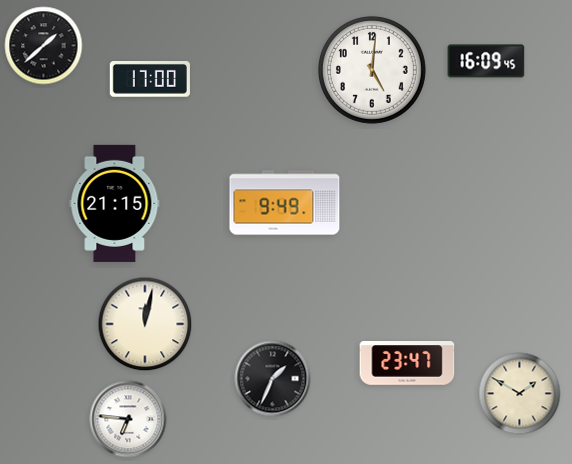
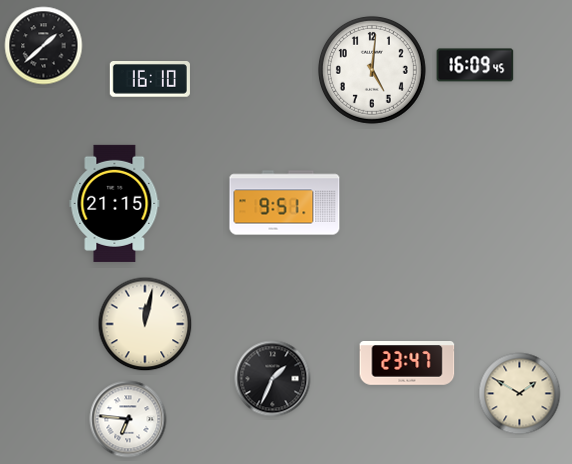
clock at (486, 61) position: (486, 61) -> (475, 65)
clock at (150, 80): 17:00 -> 16:10
clock at (285, 203): 9:49 -> 9:51
